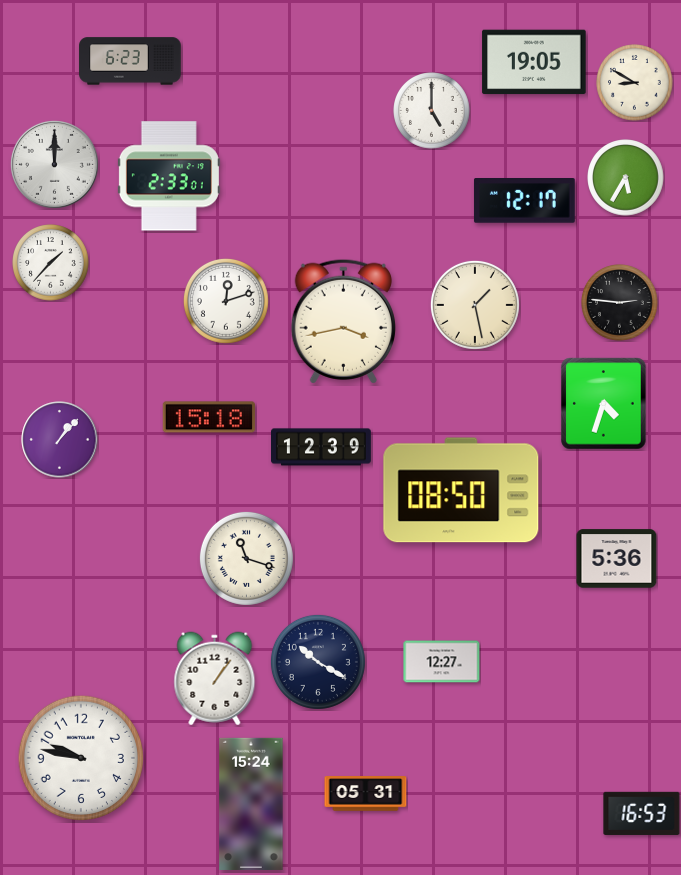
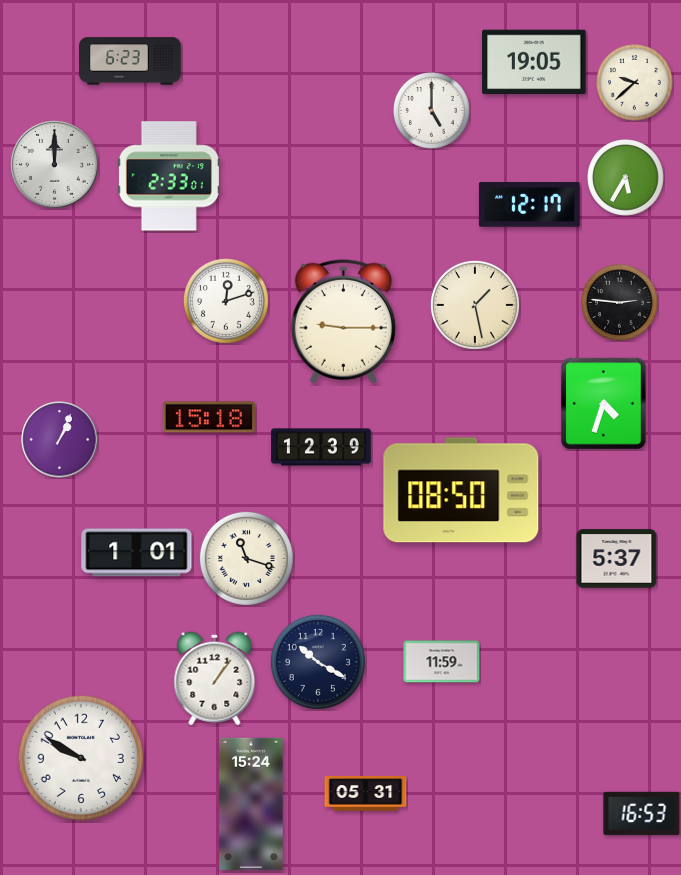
clock at (635, 83): 8:50 -> 9:38
clock at (524, 201) position: (524, 201) -> (529, 205)
clock at (51, 263): 1:37 -> none
clock at (343, 321): 3:43 -> 9:15
clock at (60, 440): 1:07 -> 1:04
clock at (137, 553): none -> 1:01
clock at (617, 559): 5:36 -> 5:37
clock at (442, 662): 12:27 -> 11:59
clock at (80, 757): 9:47 -> 9:50
